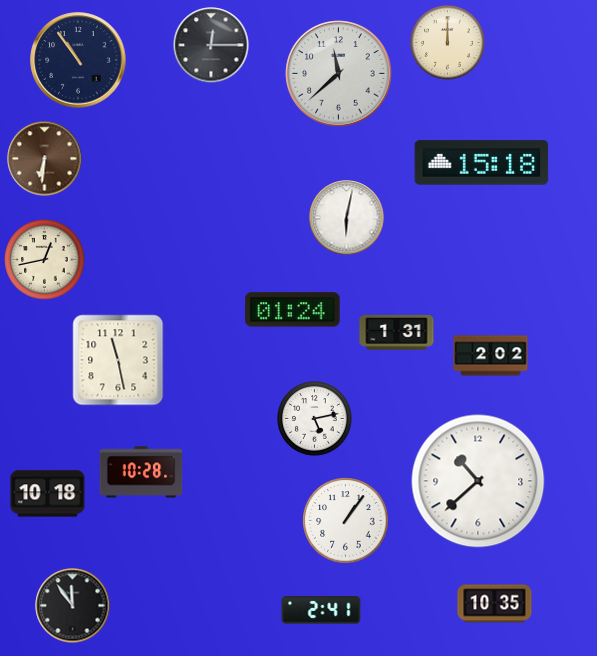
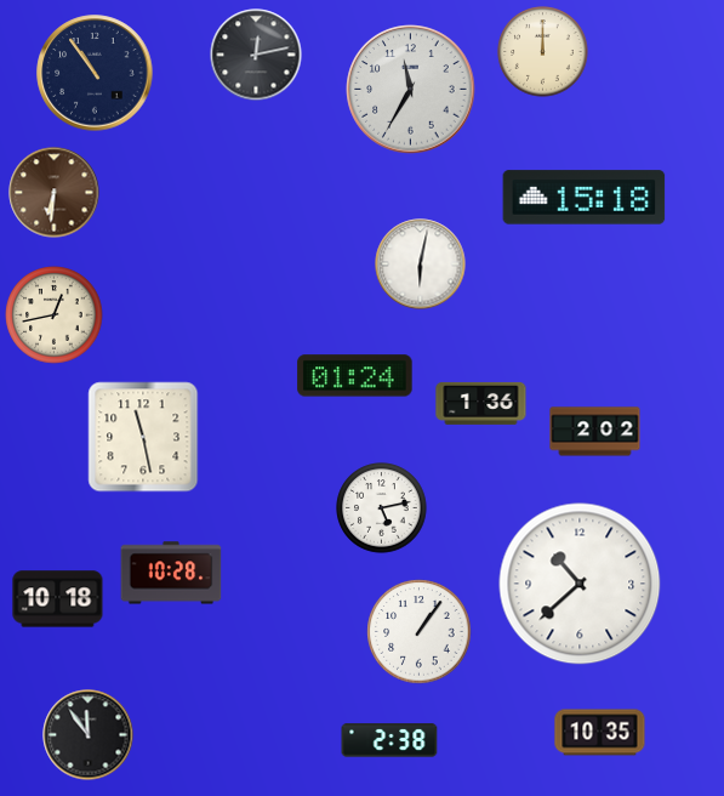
clock at (211, 45): 12:15 -> 12:13
clock at (339, 74): 11:38 -> 11:35
clock at (397, 332): 1:31 -> 1:36
clock at (321, 610): 2:41 -> 2:38
